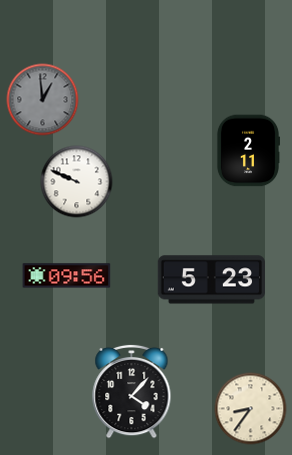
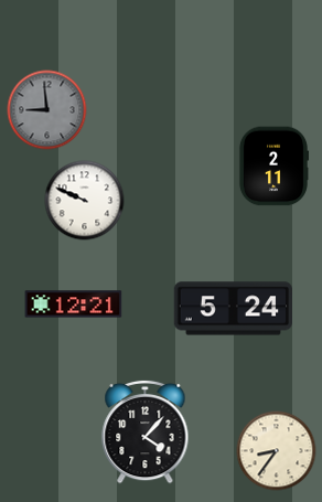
clock at (43, 100): 12:59 -> 8:59
clock at (67, 276): 09:56 -> 12:21
clock at (211, 280): 5:23 -> 5:24
